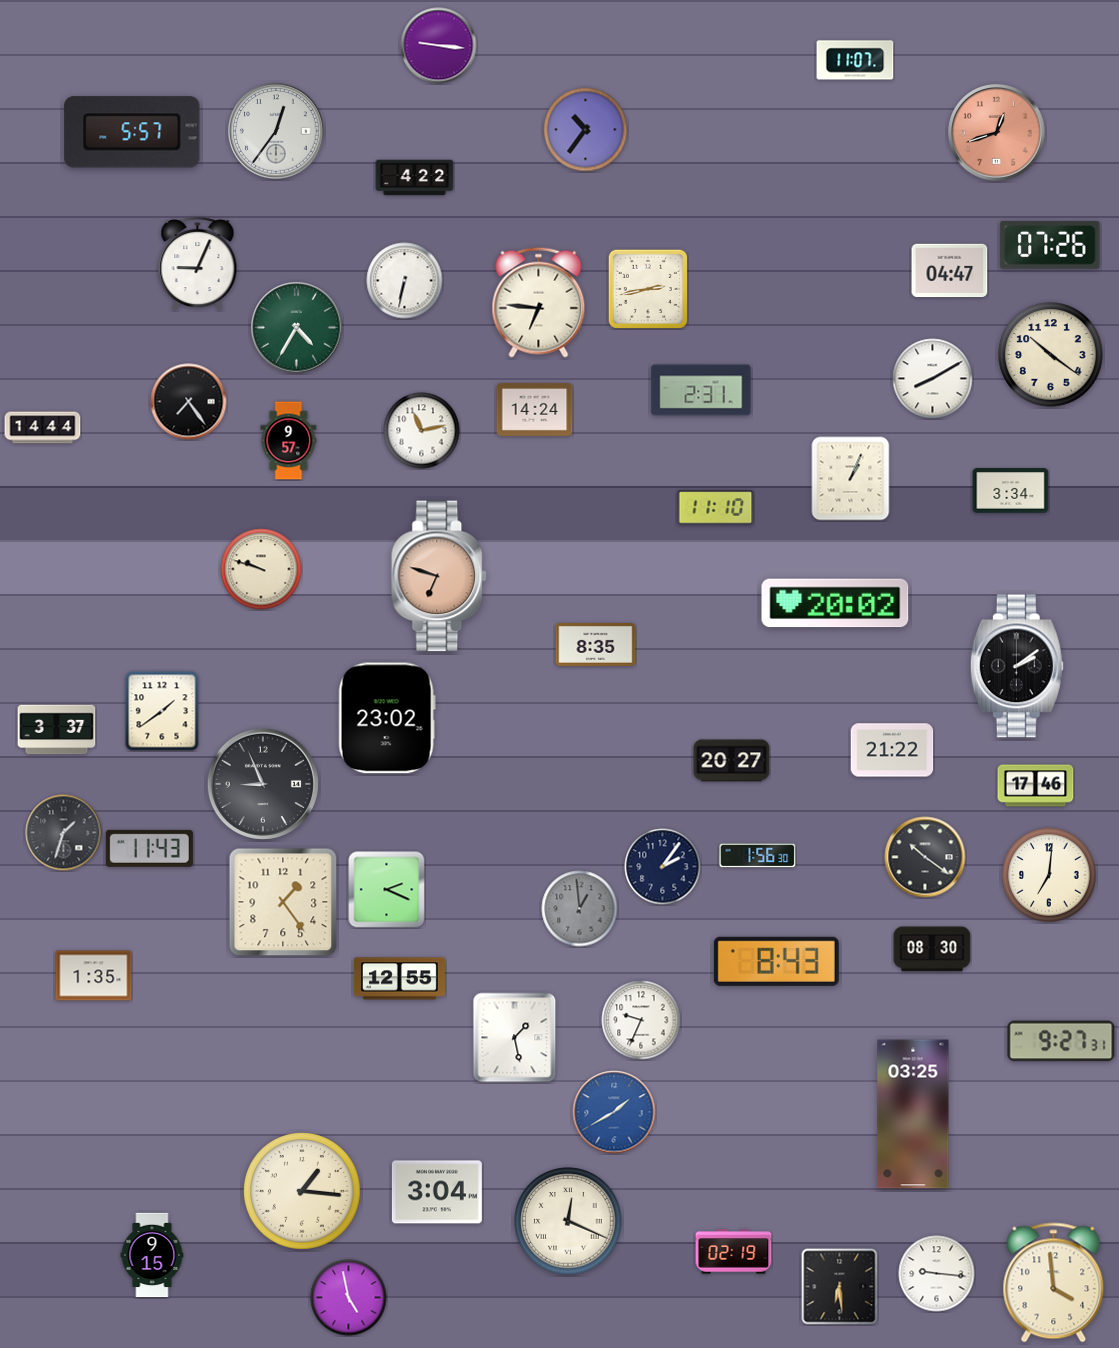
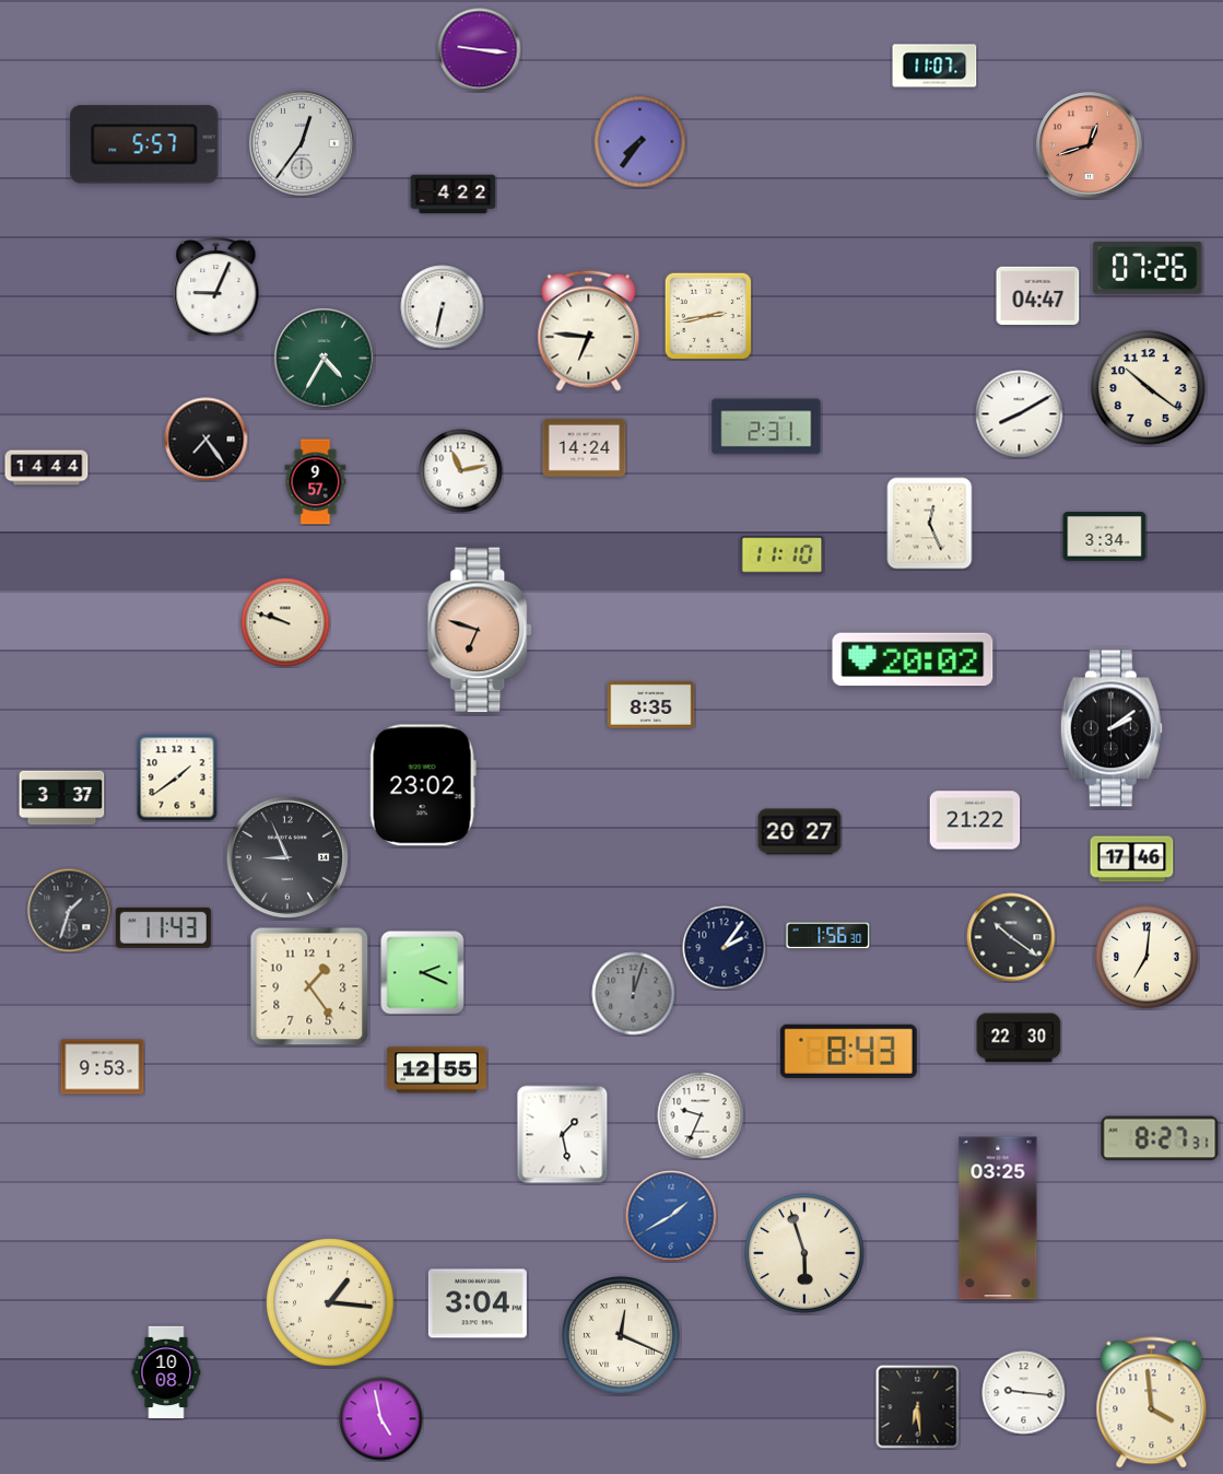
clock at (586, 130): 10:36 -> 7:36
clock at (851, 479): 1:04 -> 12:26
clock at (580, 909): 12:59 -> 12:03
clock at (932, 949): 08:30 -> 22:30
clock at (94, 976): 1:35 -> 9:53
clock at (1061, 1041): 9:27 -> 8:27
clock at (804, 1253): none -> 5:57
clock at (734, 1252): 02:19 -> none
clock at (152, 1255): 9:15 -> 10:08
